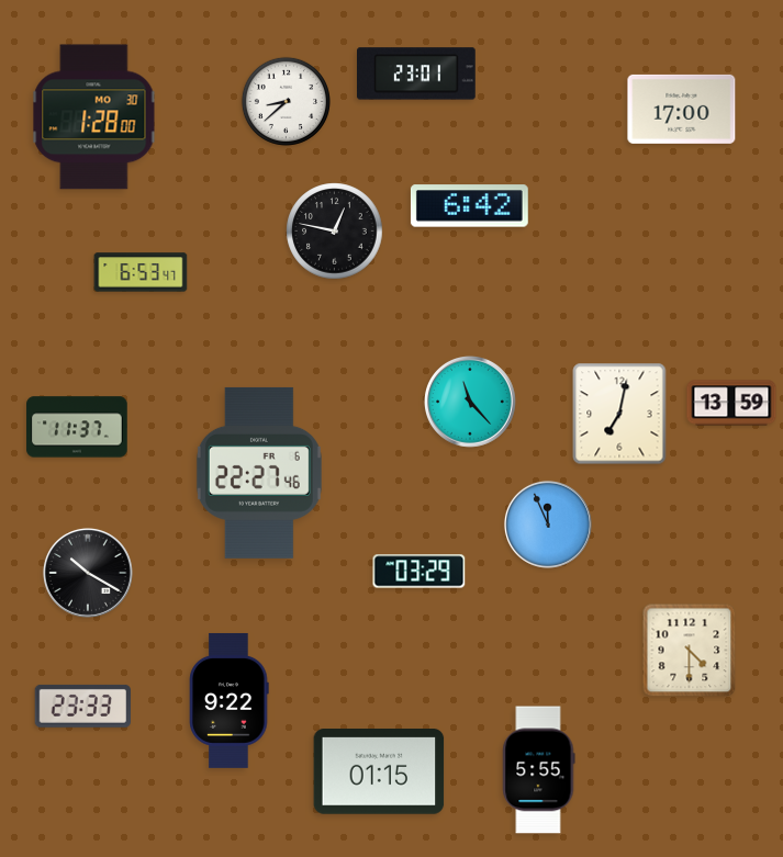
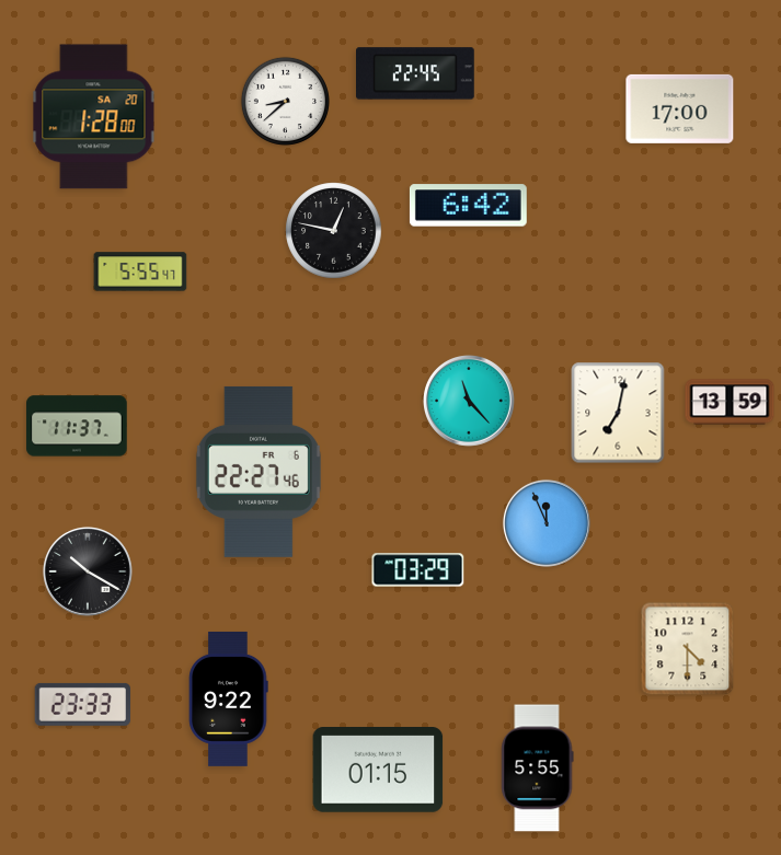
clock at (417, 74): 23:01 -> 22:45
clock at (94, 117) date: MO 30 -> SA 20
clock at (141, 272): 6:53 -> 5:55
